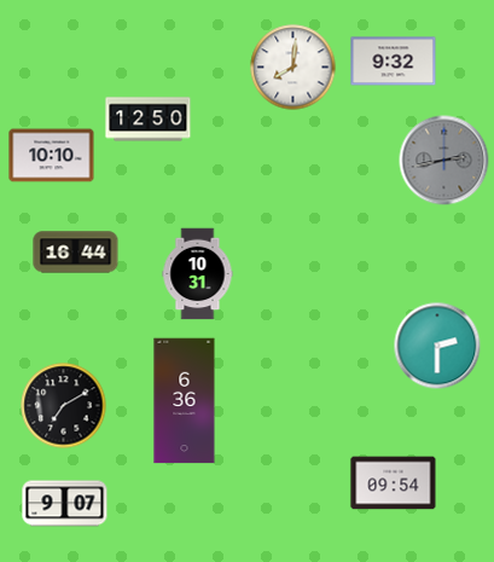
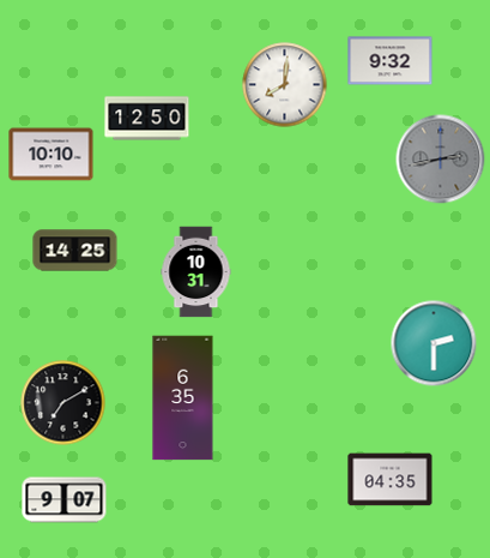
clock at (294, 68) position: (294, 68) -> (285, 85)
clock at (76, 253): 16:44 -> 14:25
clock at (185, 401): 6:36 -> 6:35
clock at (394, 483): 09:54 -> 04:35
